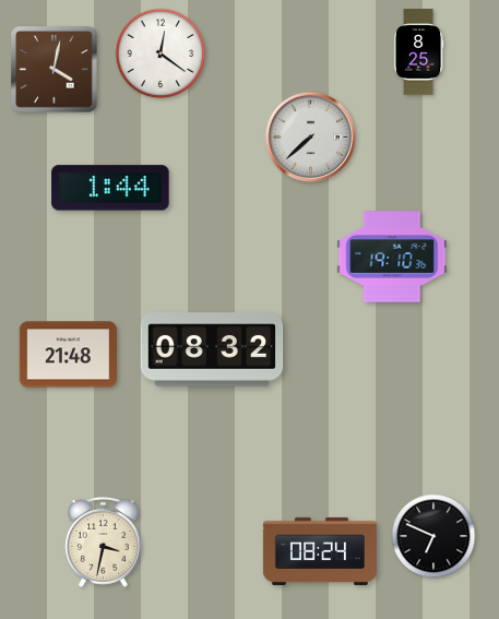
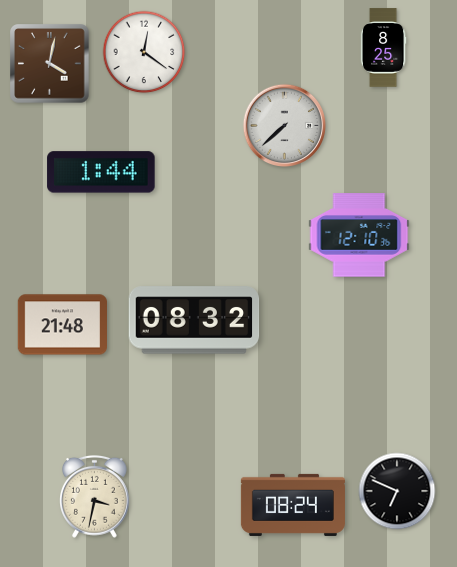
clock at (161, 53) position: (161, 53) -> (144, 52)
clock at (392, 257): 19:10 -> 12:10
